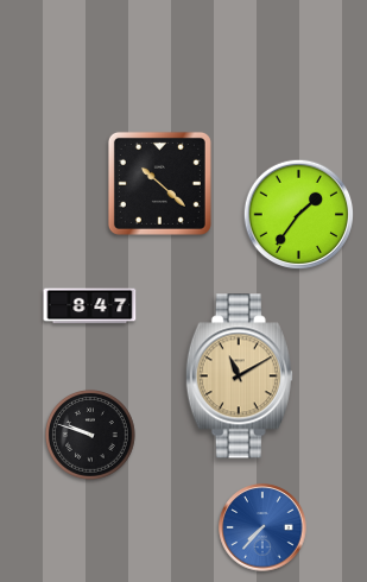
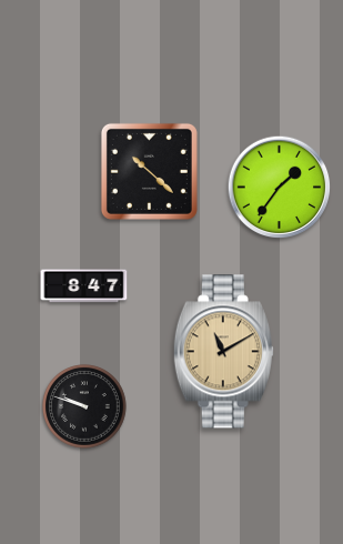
clock at (299, 215) position: (299, 215) -> (280, 188)
clock at (262, 527): 7:37 -> none
